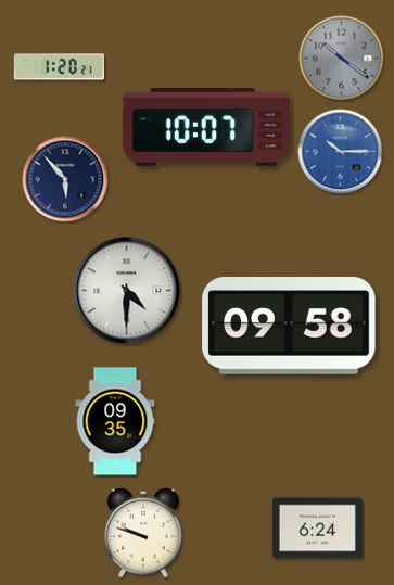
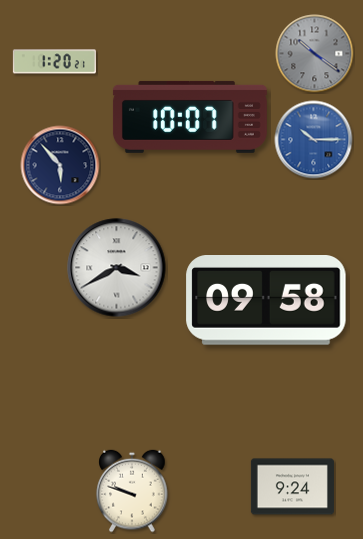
clock at (127, 291): 4:30 -> 3:40
clock at (115, 421): 09:35 -> none
clock at (317, 529): 6:24 -> 9:24
